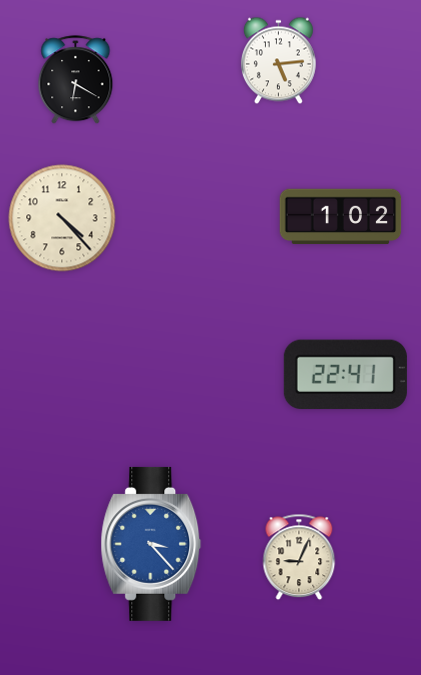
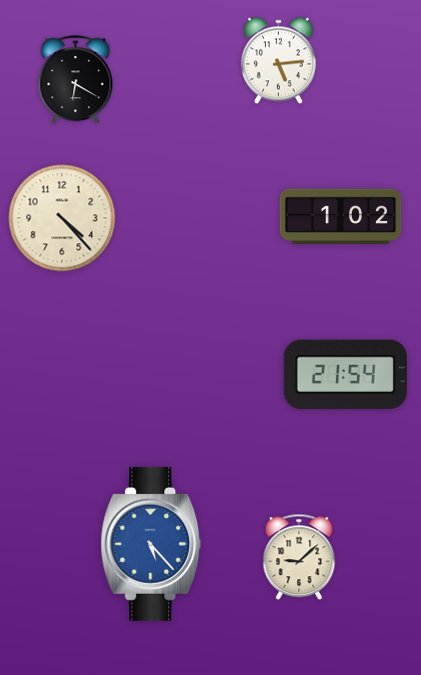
clock at (345, 375): 22:41 -> 21:54
clock at (151, 544): 3:23 -> 5:23
clock at (299, 557): 9:04 -> 9:08
